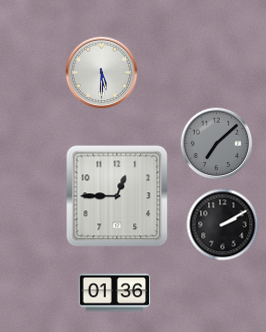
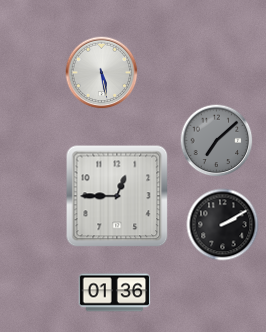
clock at (102, 73): 5:30 -> 5:28
clock at (217, 144) position: (217, 144) -> (217, 141)
